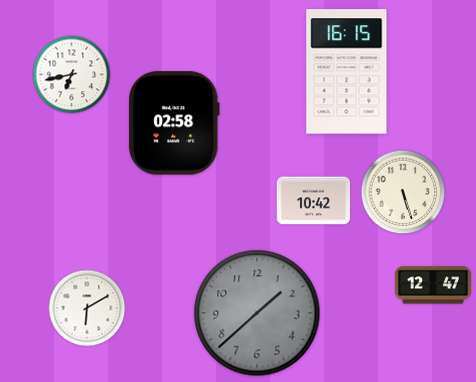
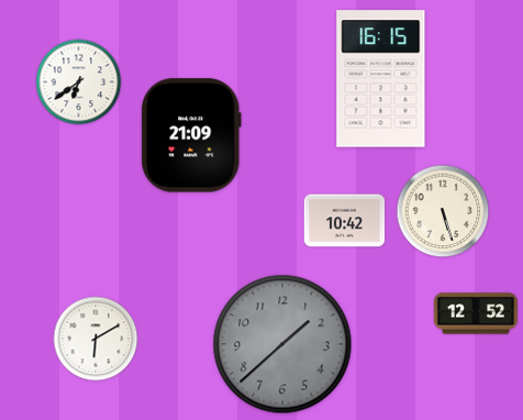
clock at (72, 75): 6:43 -> 6:39
clock at (174, 123): 02:58 -> 21:09
clock at (433, 285): 12:47 -> 12:52
